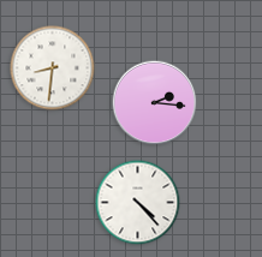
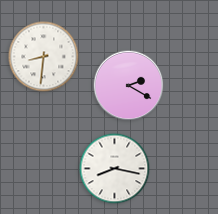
clock at (155, 103): 2:16 -> 2:20
clock at (138, 203): 4:23 -> 8:17
